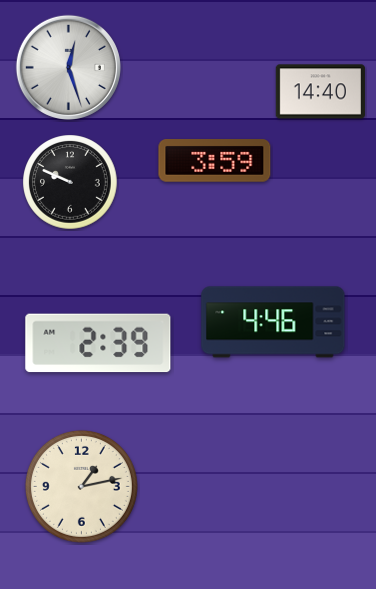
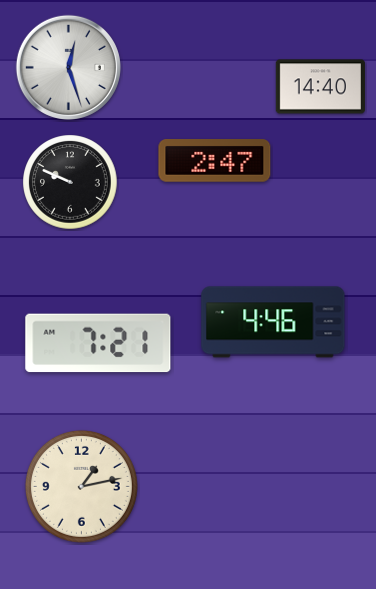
clock at (320, 92) position: (320, 92) -> (320, 87)
clock at (215, 161): 3:59 -> 2:47
clock at (98, 343): 2:39 -> 7:21
